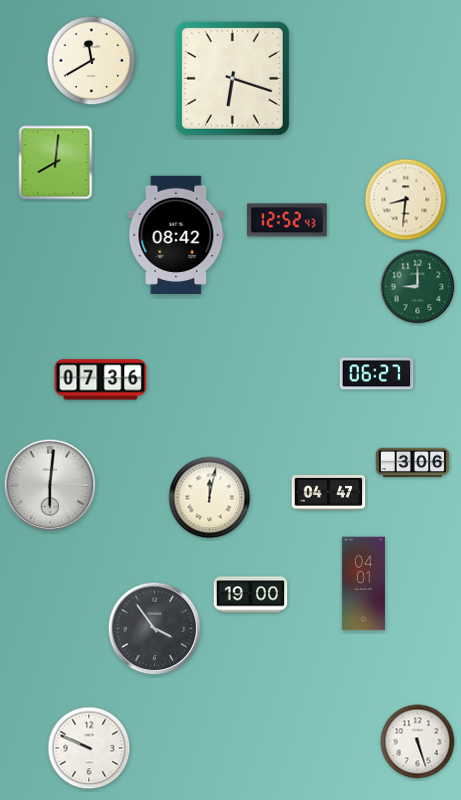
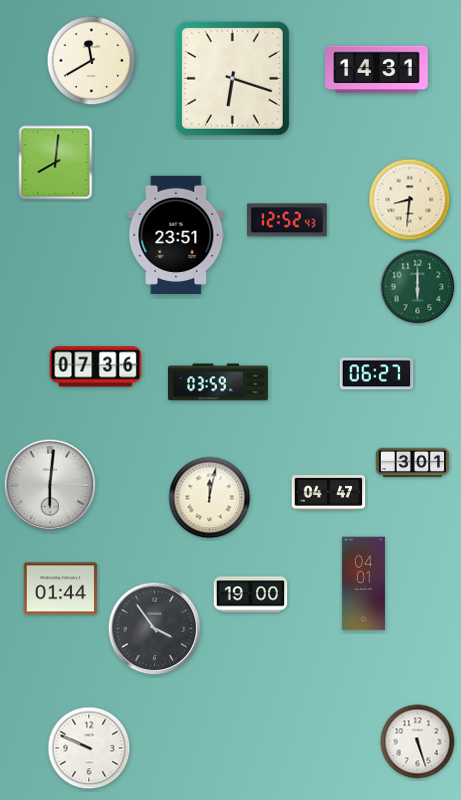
clock at (377, 70): none -> 14:31
clock at (406, 200) position: (406, 200) -> (410, 200)
clock at (176, 234): 08:42 -> 23:51
clock at (418, 287): 9:00 -> 6:00
clock at (101, 380) position: (101, 380) -> (96, 367)
clock at (218, 382): none -> 03:59
clock at (413, 463): 3:06 -> 3:01
clock at (61, 589): none -> 01:44
